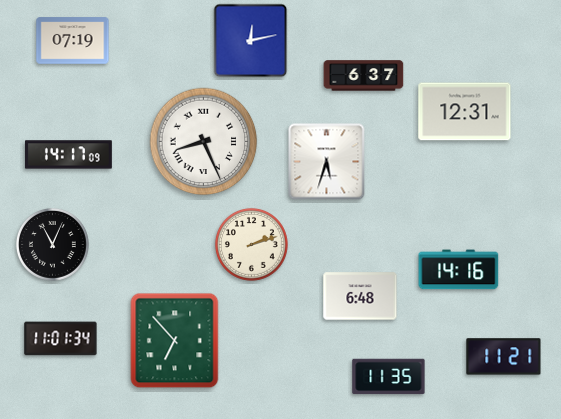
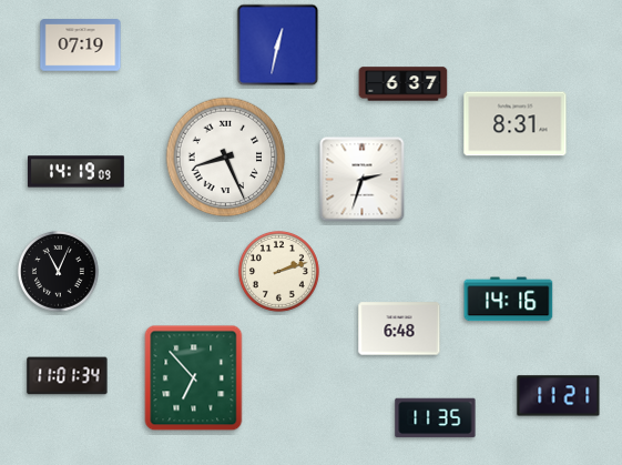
clock at (251, 41): 12:13 -> 12:32
clock at (465, 112): 12:31 -> 8:31
clock at (68, 155): 14:17 -> 14:19
clock at (327, 162): 5:33 -> 2:33
clock at (389, 377) position: (389, 377) -> (436, 418)
